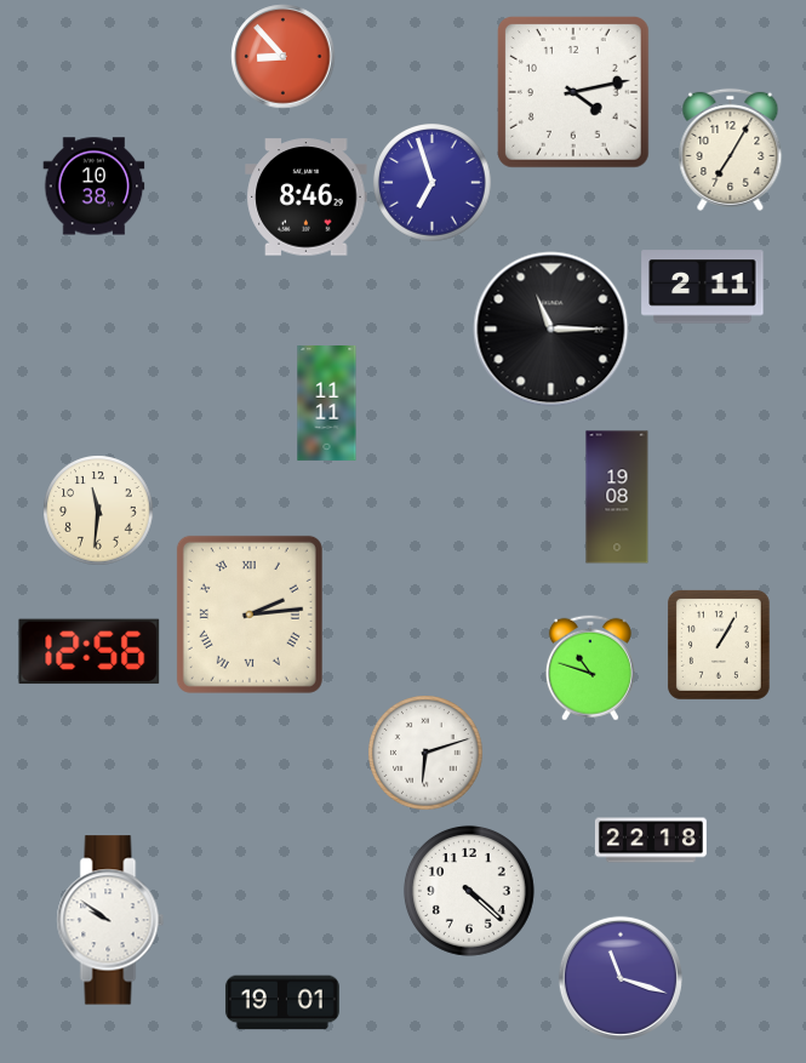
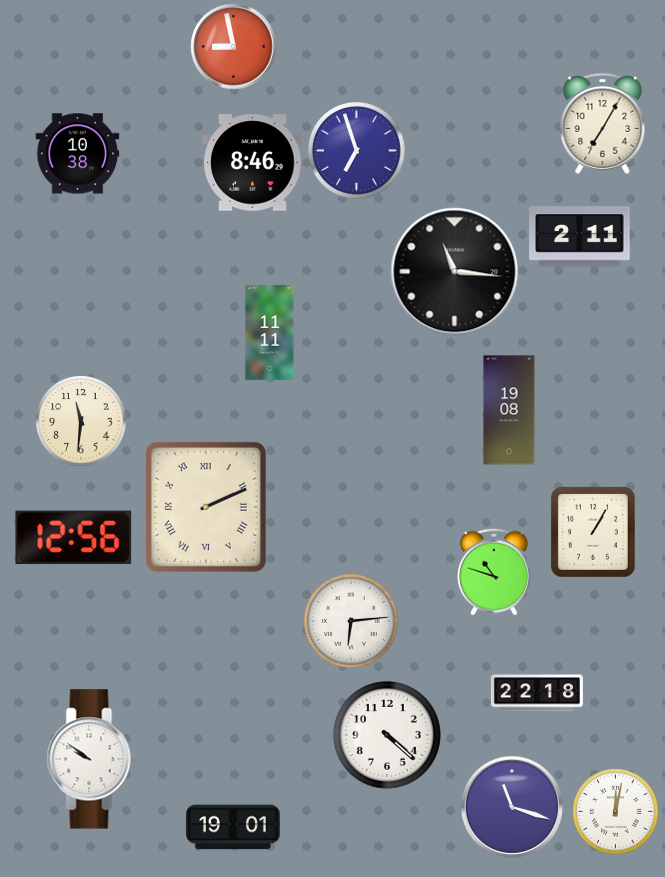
clock at (284, 57): 8:53 -> 8:58
clock at (573, 92): 4:13 -> none
clock at (551, 330): 11:15 -> 11:16
clock at (250, 615): 2:14 -> 2:11
clock at (590, 668) position: (590, 668) -> (494, 572)
clock at (425, 753): 6:12 -> 6:14
clock at (616, 812): none -> 12:02
